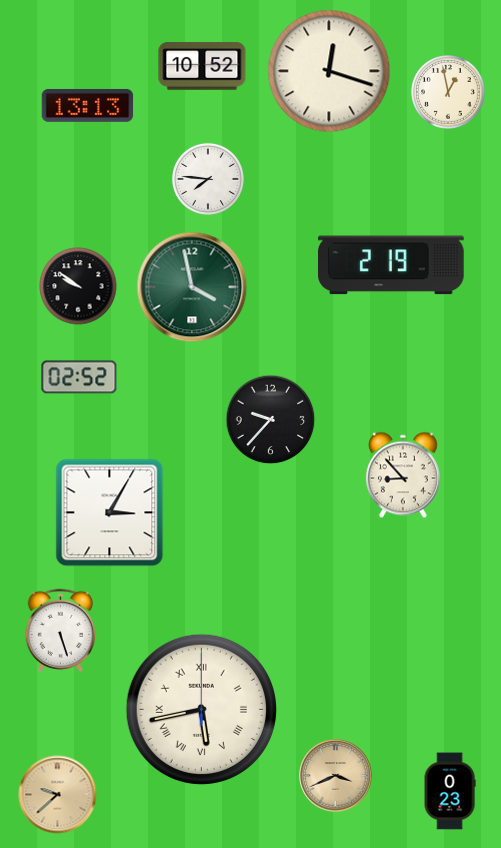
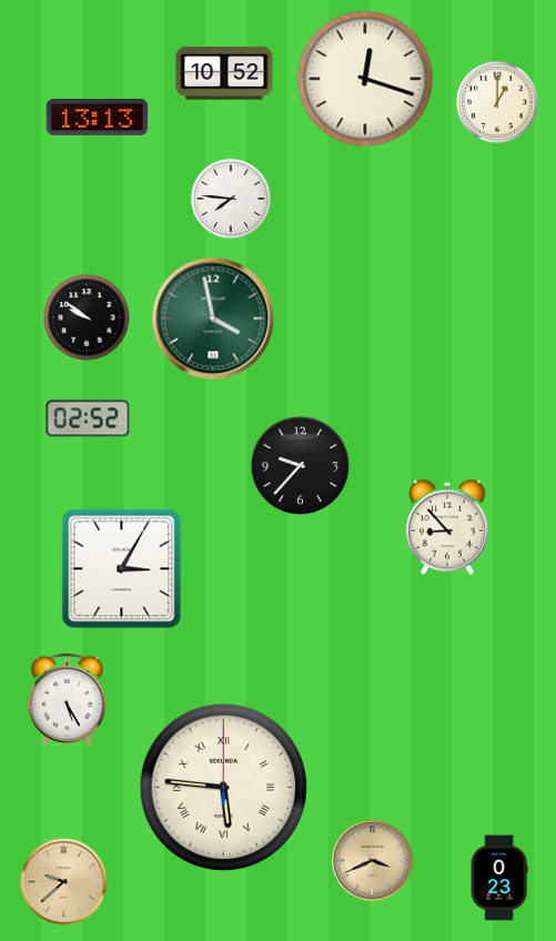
clock at (449, 93): 12:58 -> 1:00
clock at (391, 265): 2:19 -> none
clock at (61, 630): 5:27 -> 5:25
clock at (201, 709): 5:43 -> 5:46
